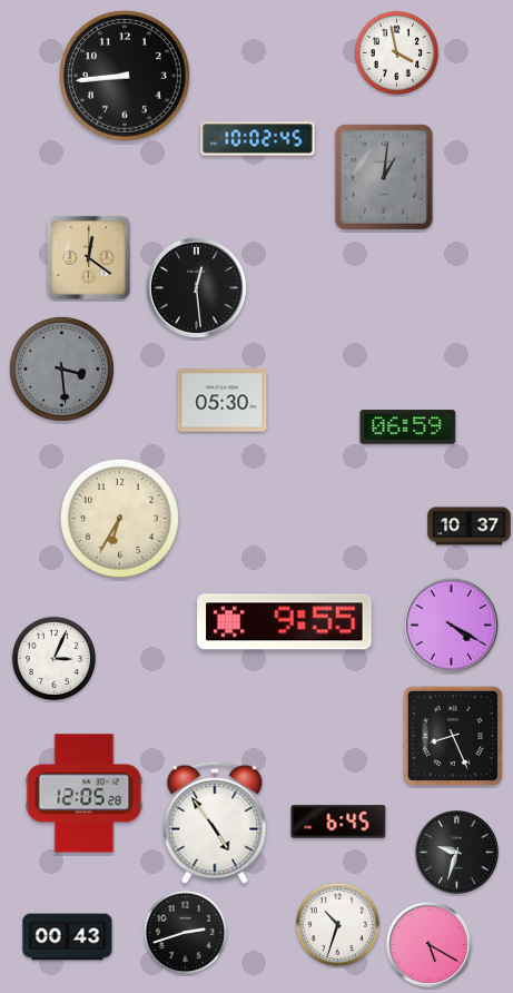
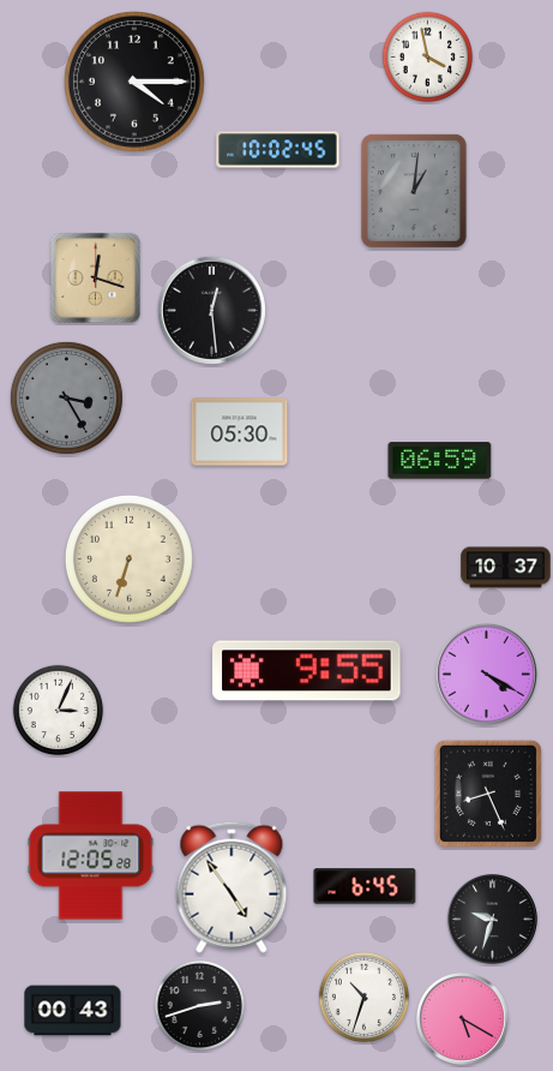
clock at (126, 77): 8:44 -> 4:15
clock at (88, 257): 12:21 -> 12:18
clock at (61, 368): 3:29 -> 3:25
clock at (119, 518): 6:35 -> 6:33
